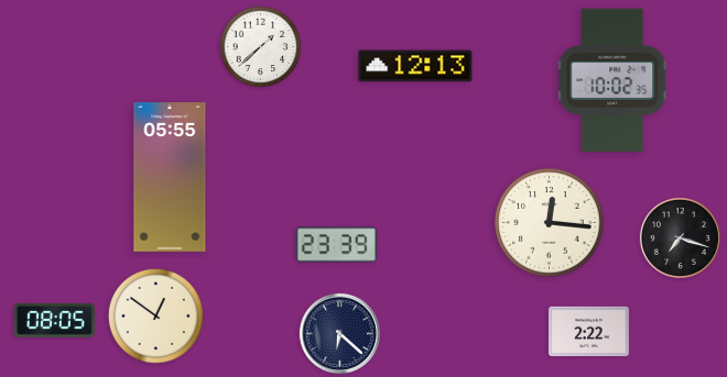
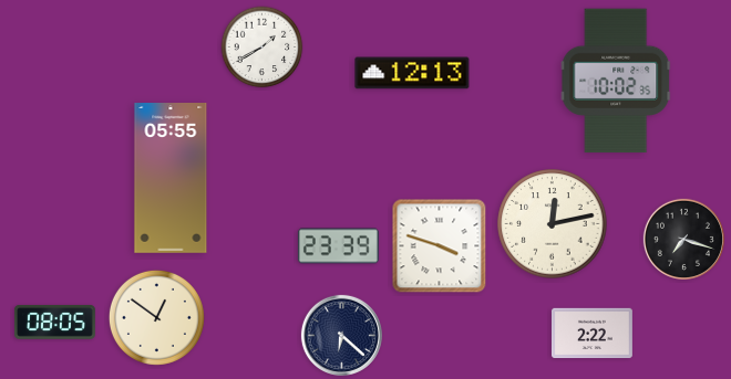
clock at (261, 47): 1:38 -> 1:40
clock at (415, 66) position: (415, 66) -> (412, 73)
clock at (550, 223): 12:16 -> 12:13
clock at (440, 246): none -> 3:48
